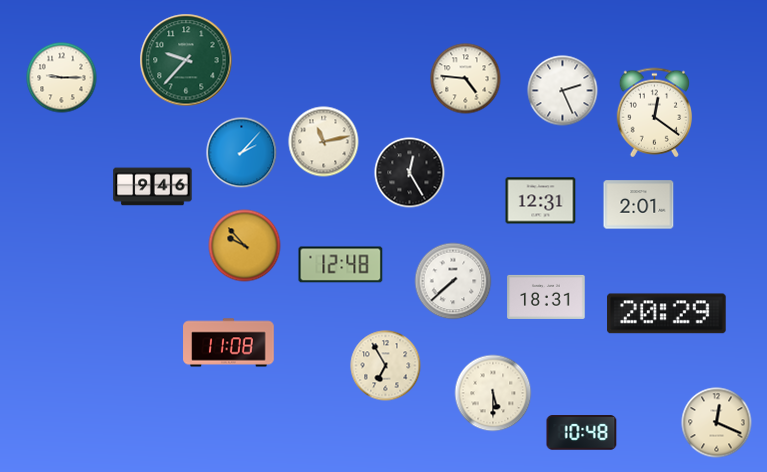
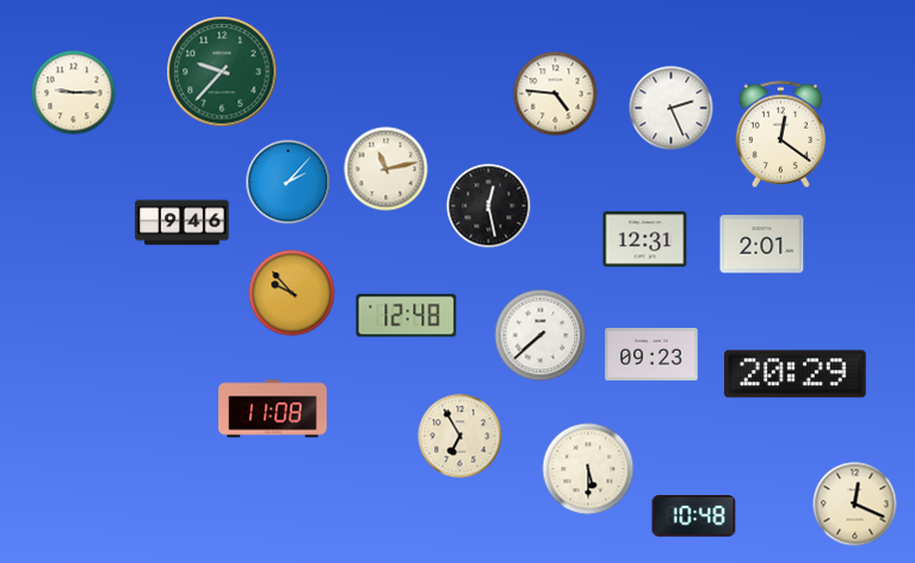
clock at (410, 173): 12:25 -> 12:28
clock at (546, 297): 18:31 -> 09:23
